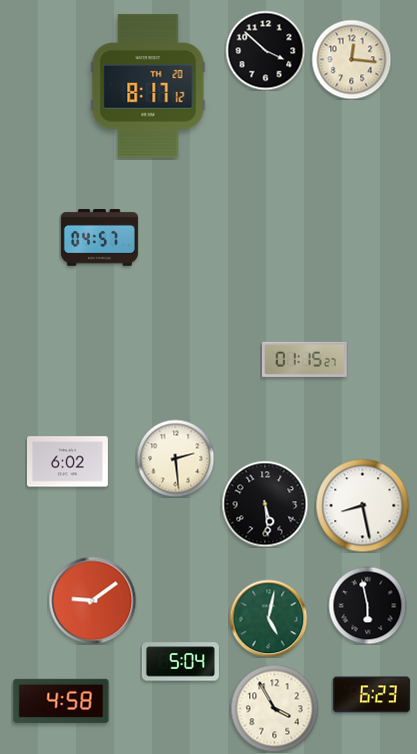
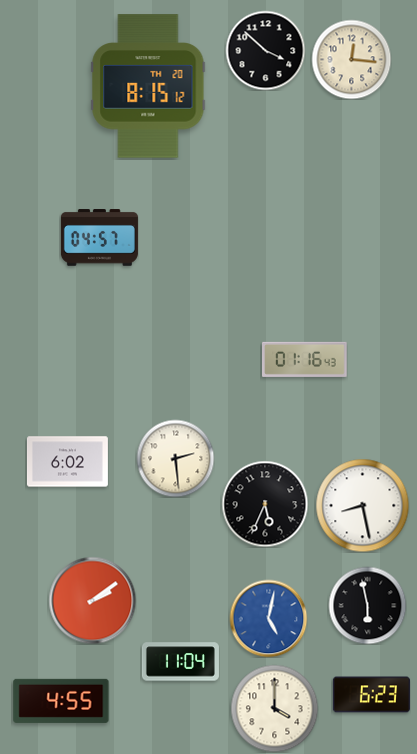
clock at (148, 86): 8:17 -> 8:15
clock at (305, 359): 01:15 -> 01:16
clock at (265, 504): 5:29 -> 5:34
clock at (92, 600): 9:09 -> 2:09
clock at (268, 618) dial: green -> blue
clock at (180, 662): 5:04 -> 11:04
clock at (61, 701): 4:58 -> 4:55
clock at (274, 708): 3:55 -> 4:00
